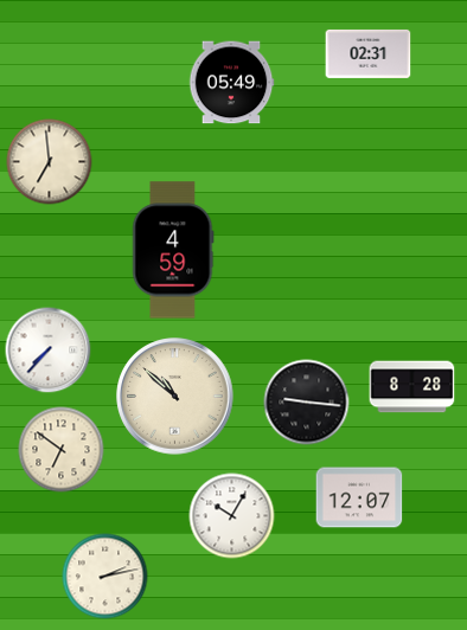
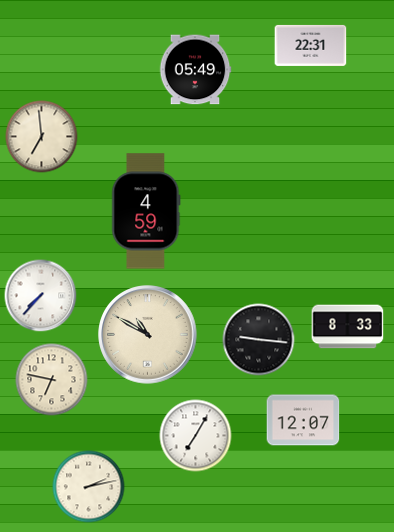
clock at (369, 53): 02:31 -> 22:31
clock at (412, 387): 8:28 -> 8:33
clock at (175, 397): 10:52 -> 10:50
clock at (62, 450): 6:51 -> 6:47
clock at (232, 516): 10:05 -> 7:05
